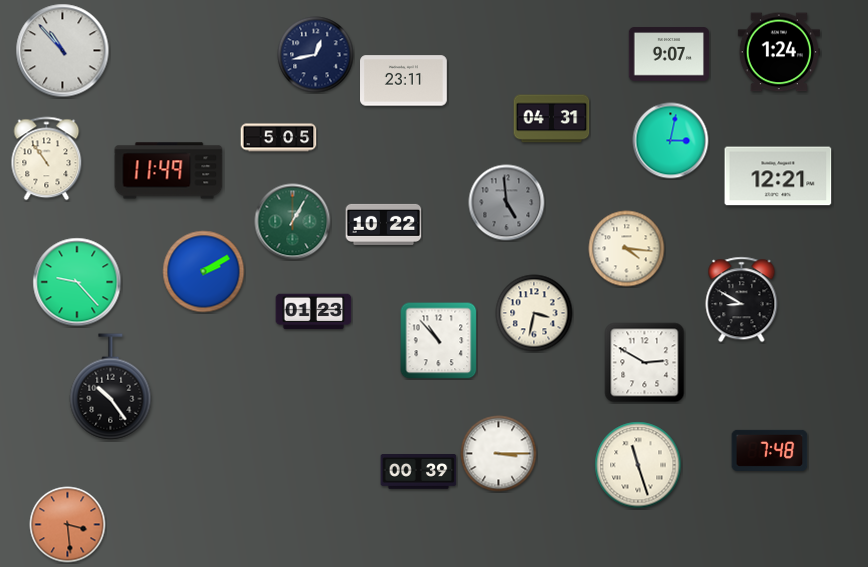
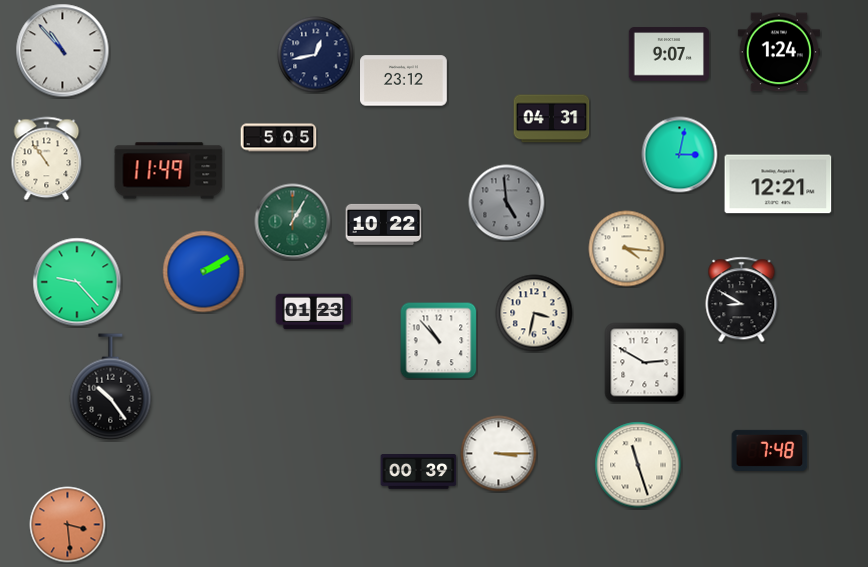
clock at (404, 81): 23:11 -> 23:12
clock at (671, 141) position: (671, 141) -> (680, 155)
clock at (778, 176) position: (778, 176) -> (778, 184)
